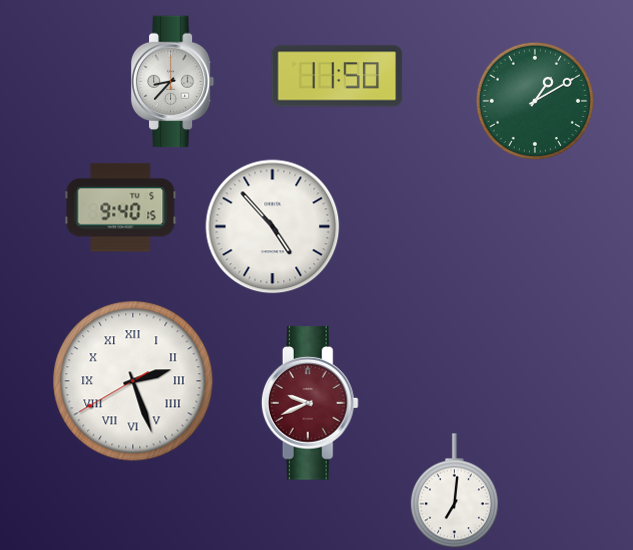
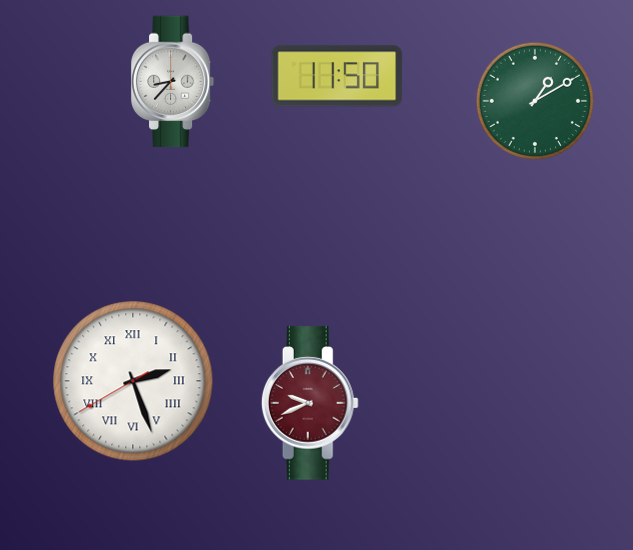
clock at (121, 208): 9:40 -> none
clock at (273, 227): 4:53 -> none
clock at (454, 491): 7:01 -> none
